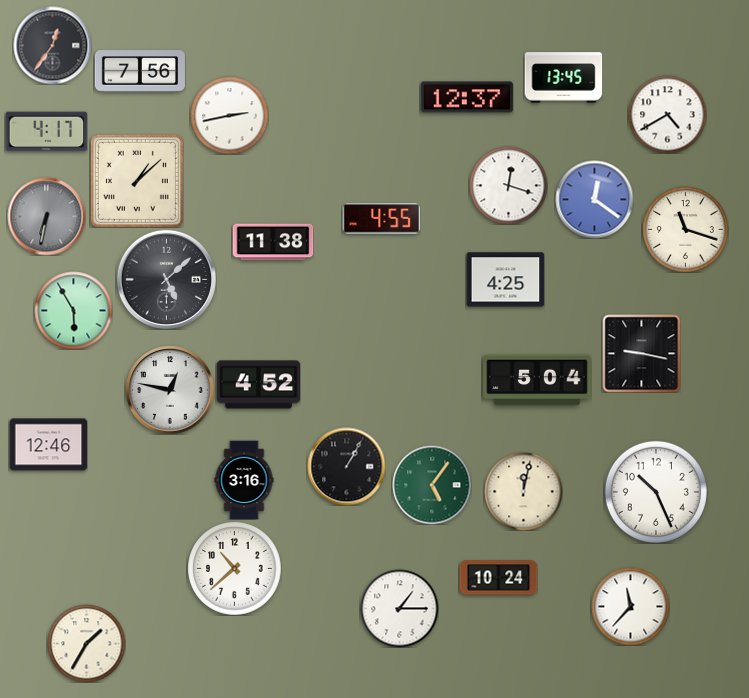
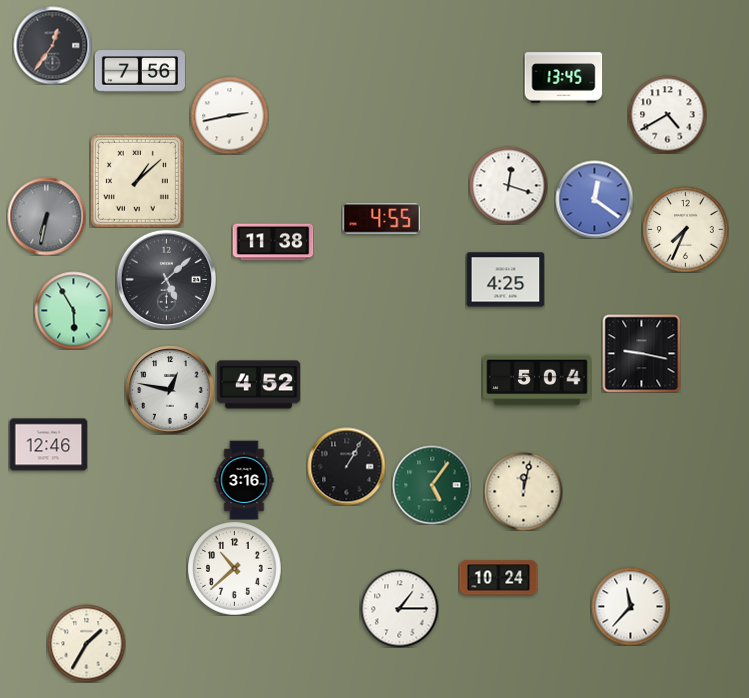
clock at (467, 97): 12:37 -> none
clock at (46, 132): 4:17 -> none
clock at (685, 229): 11:18 -> 7:34
clock at (656, 492): 10:26 -> none
